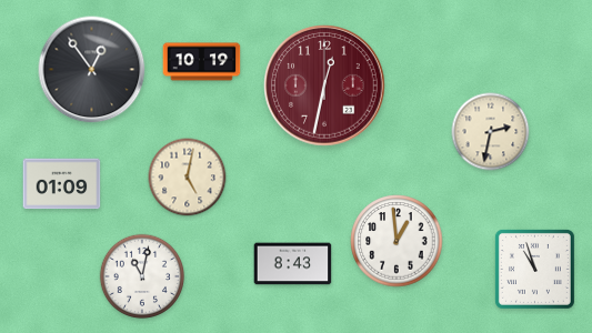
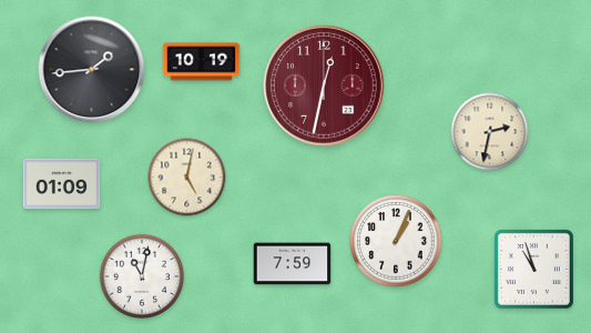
clock at (92, 70): 12:54 -> 1:44
clock at (397, 241): 12:59 -> 1:04
clock at (293, 264): 8:43 -> 7:59
